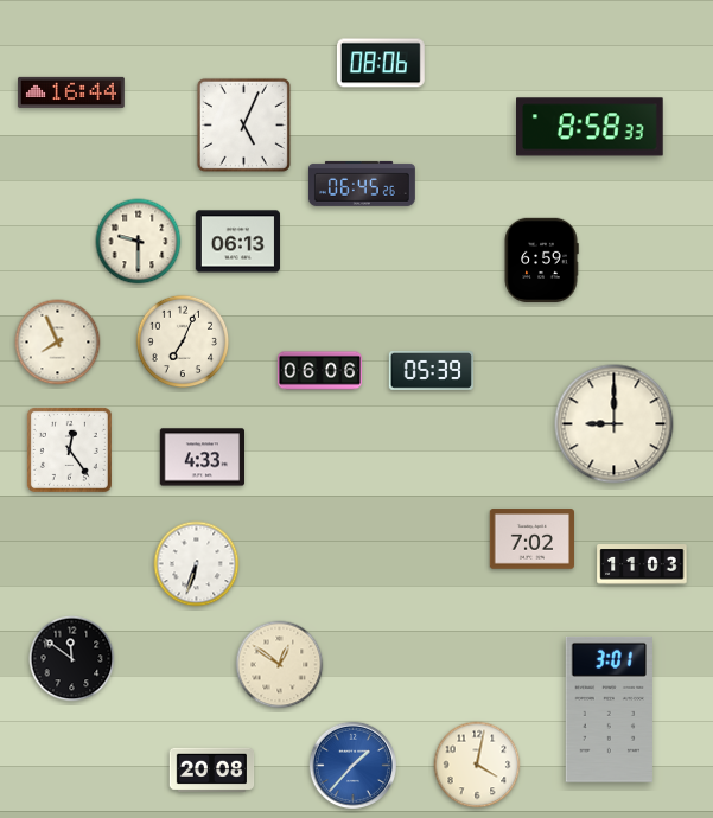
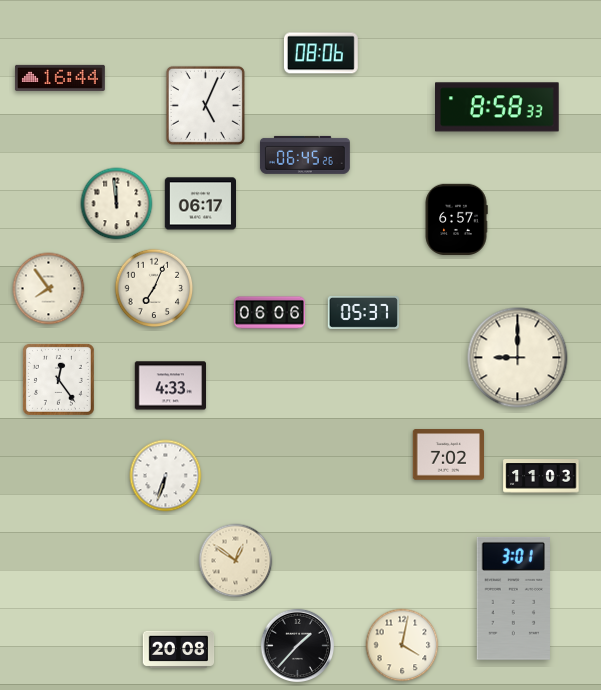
clock at (139, 242): 9:30 -> 11:59
clock at (238, 242): 06:13 -> 06:17
clock at (541, 260): 6:59 -> 6:57
clock at (58, 343): 7:56 -> 7:54
clock at (432, 370): 05:39 -> 05:37
clock at (72, 659): 11:51 -> none
clock at (352, 765) dial: blue -> black
